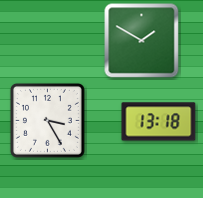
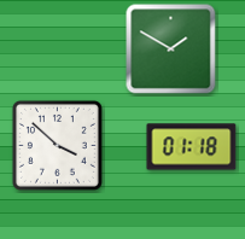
clock at (47, 120): 3:25 -> 3:52
clock at (159, 122): 13:18 -> 01:18
